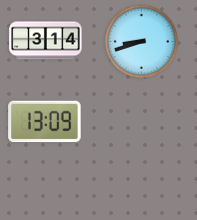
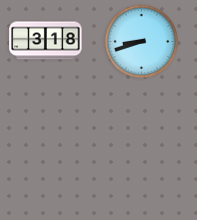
clock at (46, 41): 3:14 -> 3:18
clock at (45, 122): 13:09 -> none
